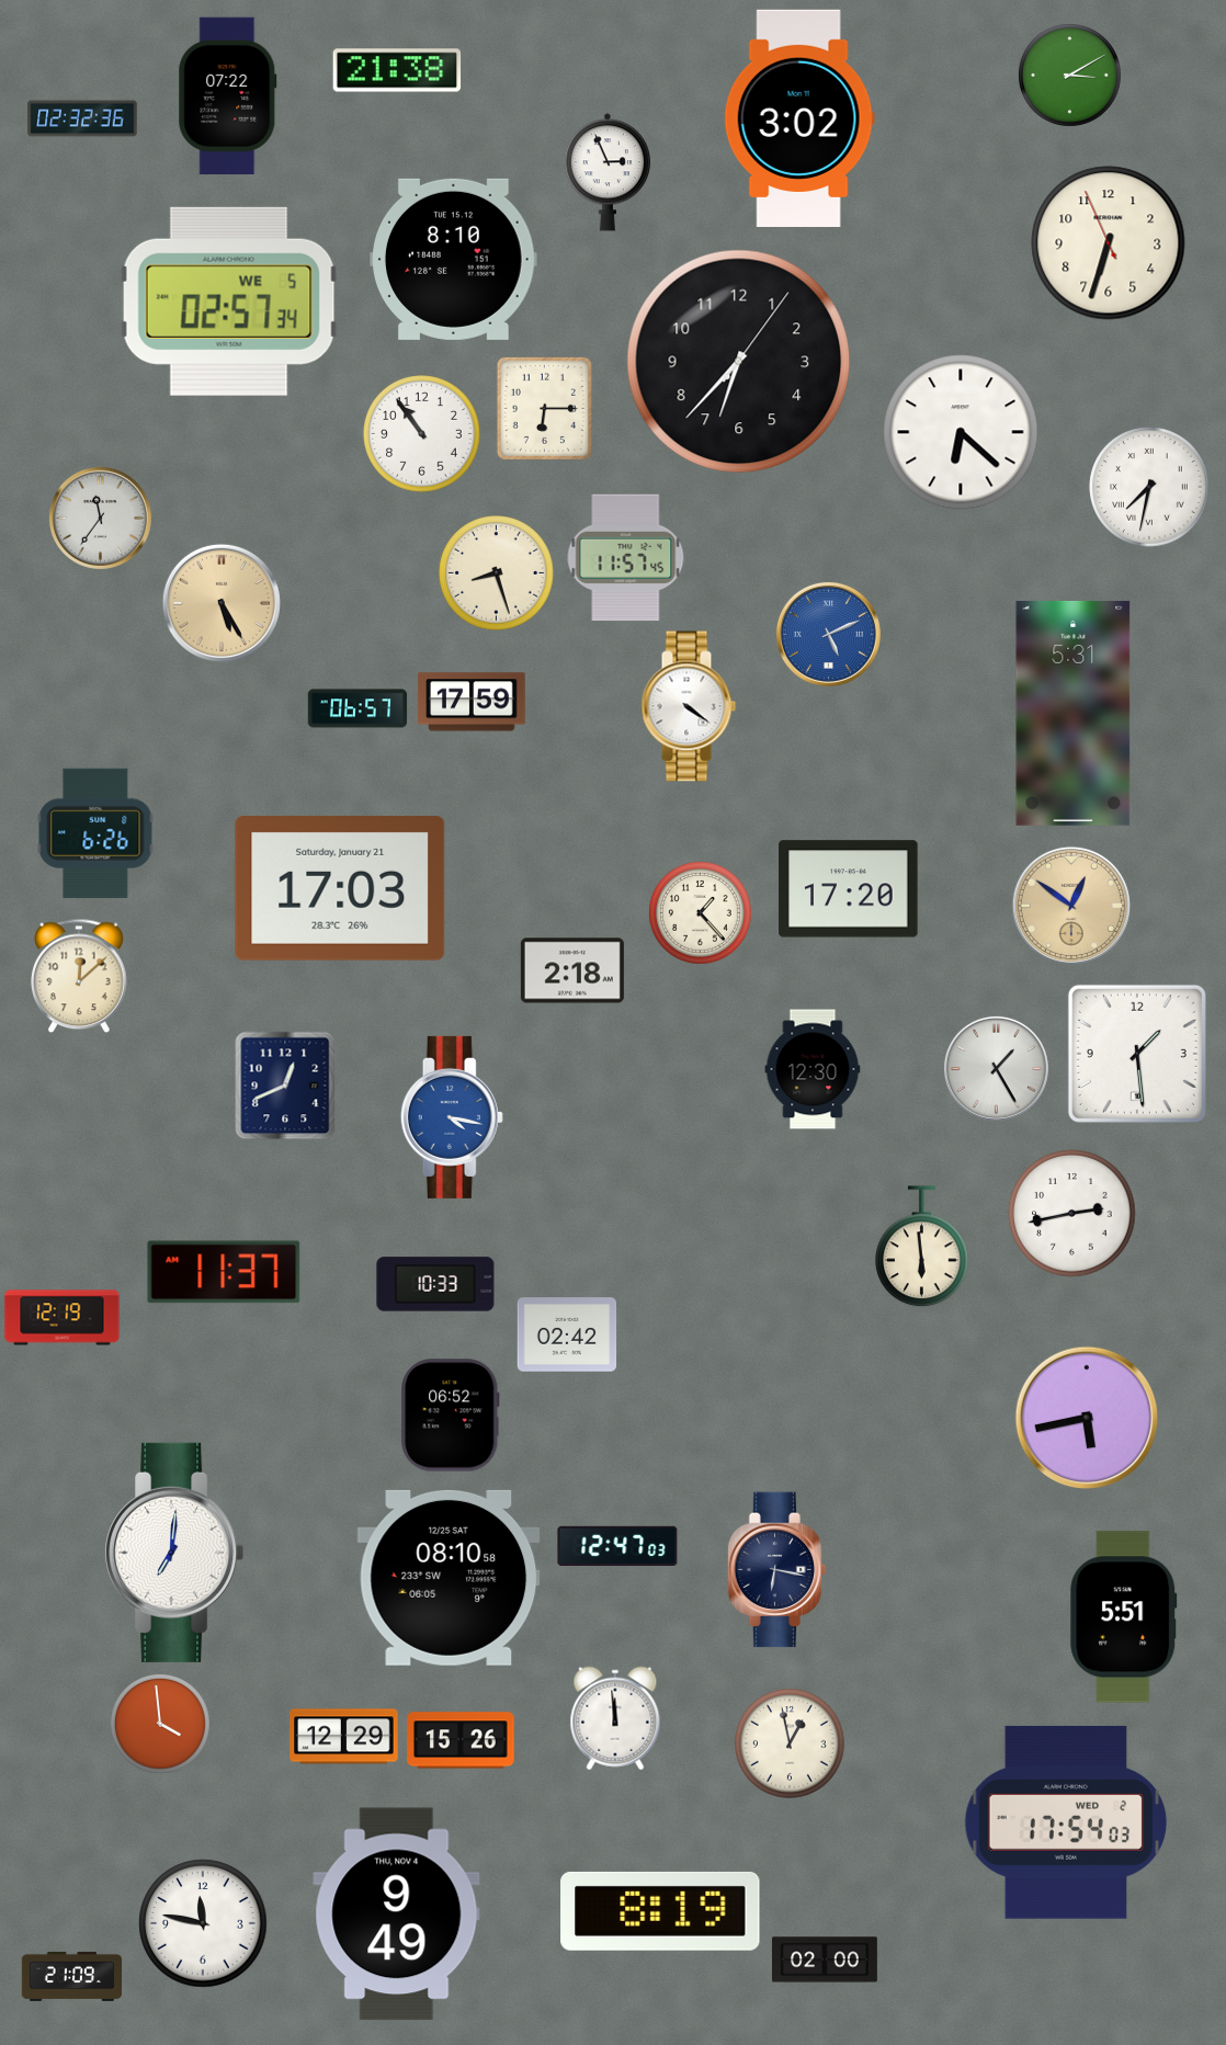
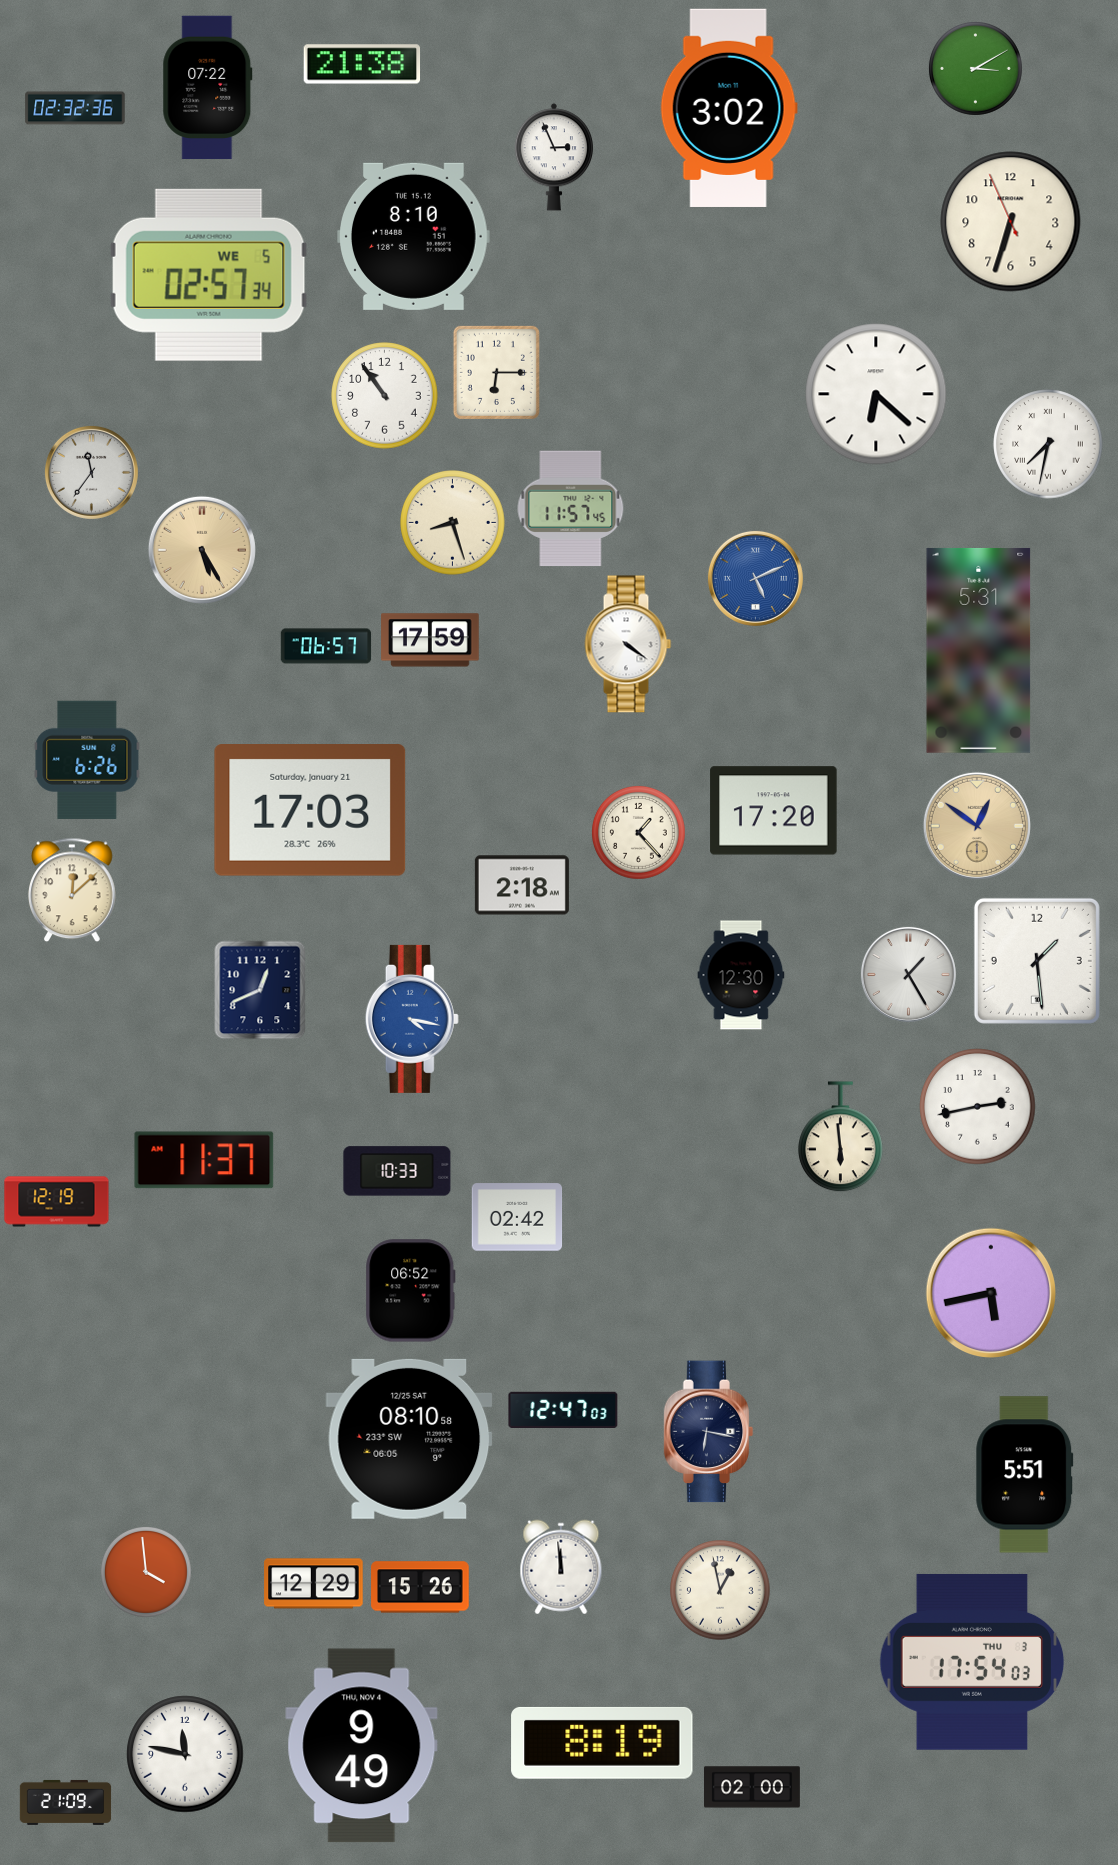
clock at (739, 362): 6:37 -> none
clock at (174, 1553): 7:01 -> none
clock at (1066, 1822) date: WED 2 -> THU 3
